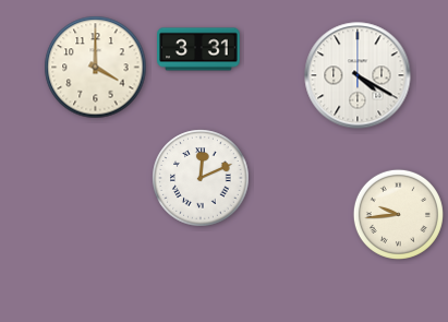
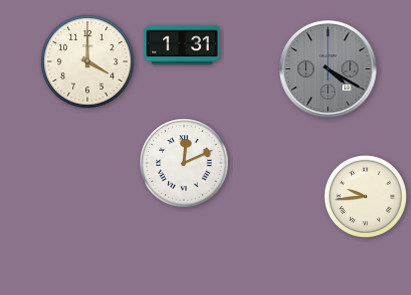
clock at (198, 49): 3:31 -> 1:31
clock at (358, 75) dial: white -> grey
